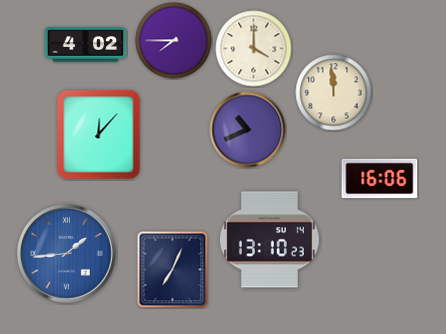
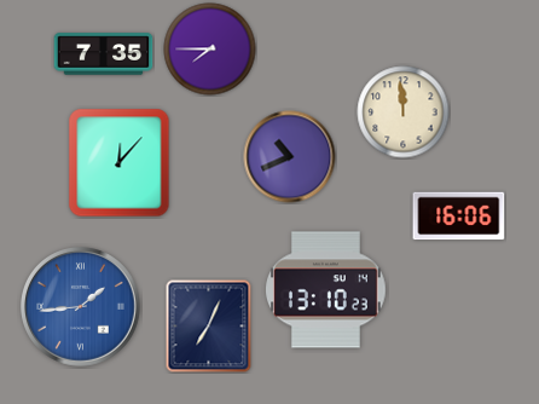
clock at (86, 45): 4:02 -> 7:35
clock at (254, 49): 4:00 -> none
clock at (248, 130) position: (248, 130) -> (290, 157)
